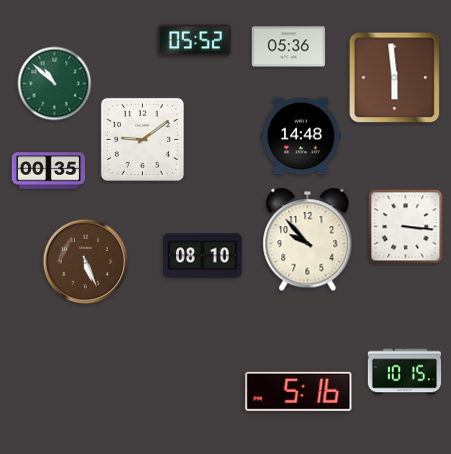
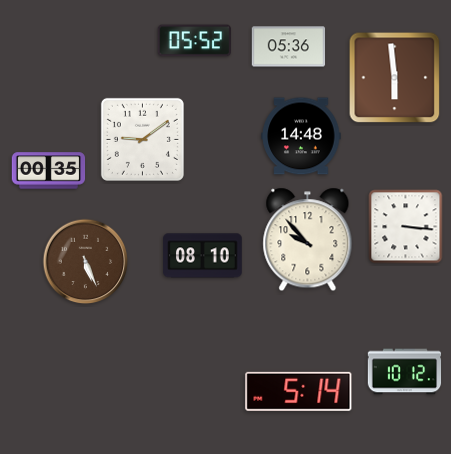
clock at (55, 84): 10:52 -> none
clock at (405, 372): 10:15 -> 10:12
clock at (299, 391): 5:16 -> 5:14
